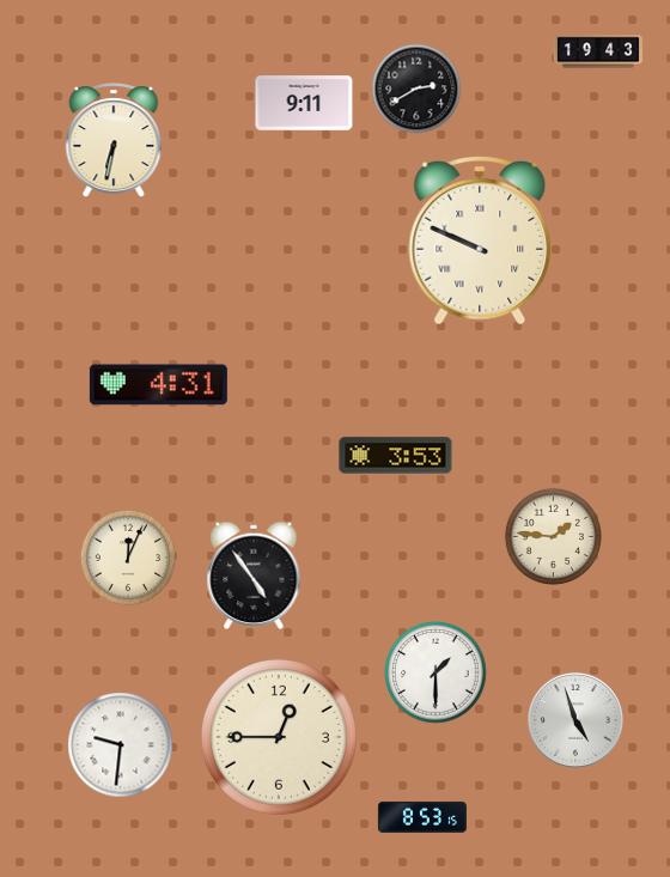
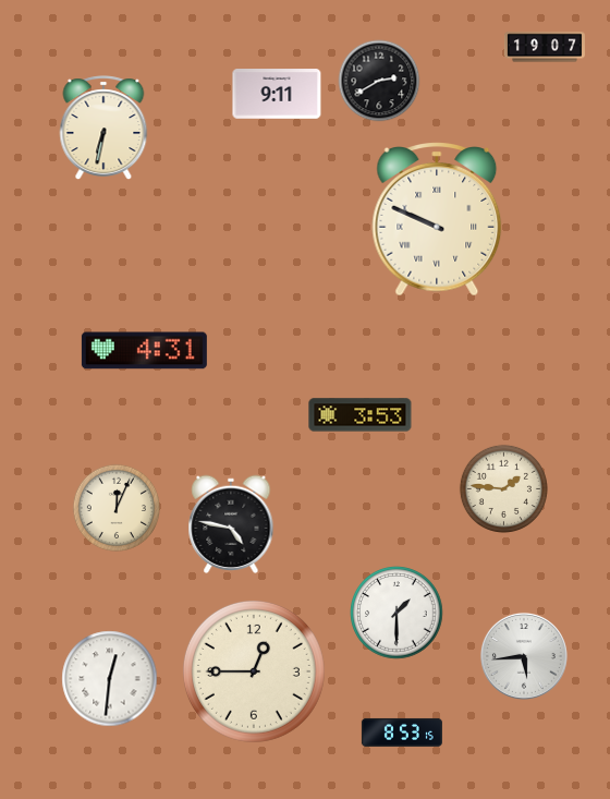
clock at (598, 51): 19:43 -> 19:07
clock at (254, 575): 4:54 -> 4:47
clock at (575, 720): 4:57 -> 5:44
clock at (121, 745): 9:31 -> 12:31
clock at (422, 817) position: (422, 817) -> (402, 733)
